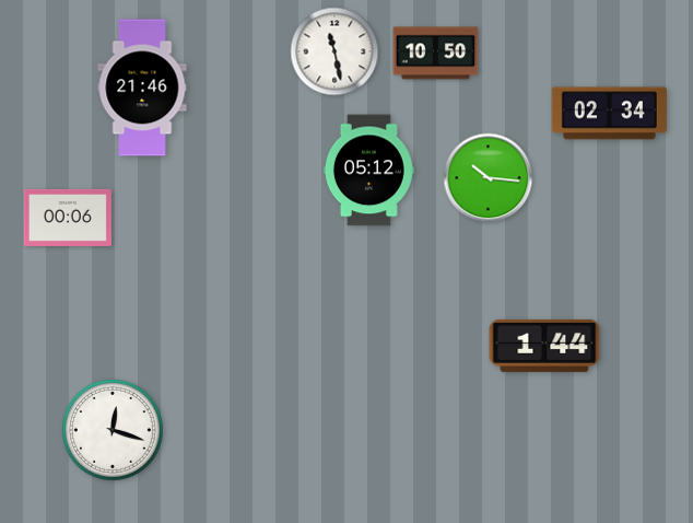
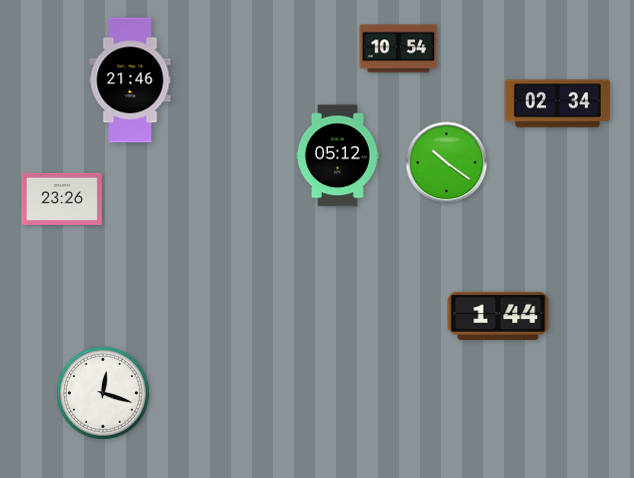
clock at (334, 51): 11:28 -> none
clock at (436, 54): 10:50 -> 10:54
clock at (489, 178): 10:16 -> 10:21
clock at (68, 218): 00:06 -> 23:26
